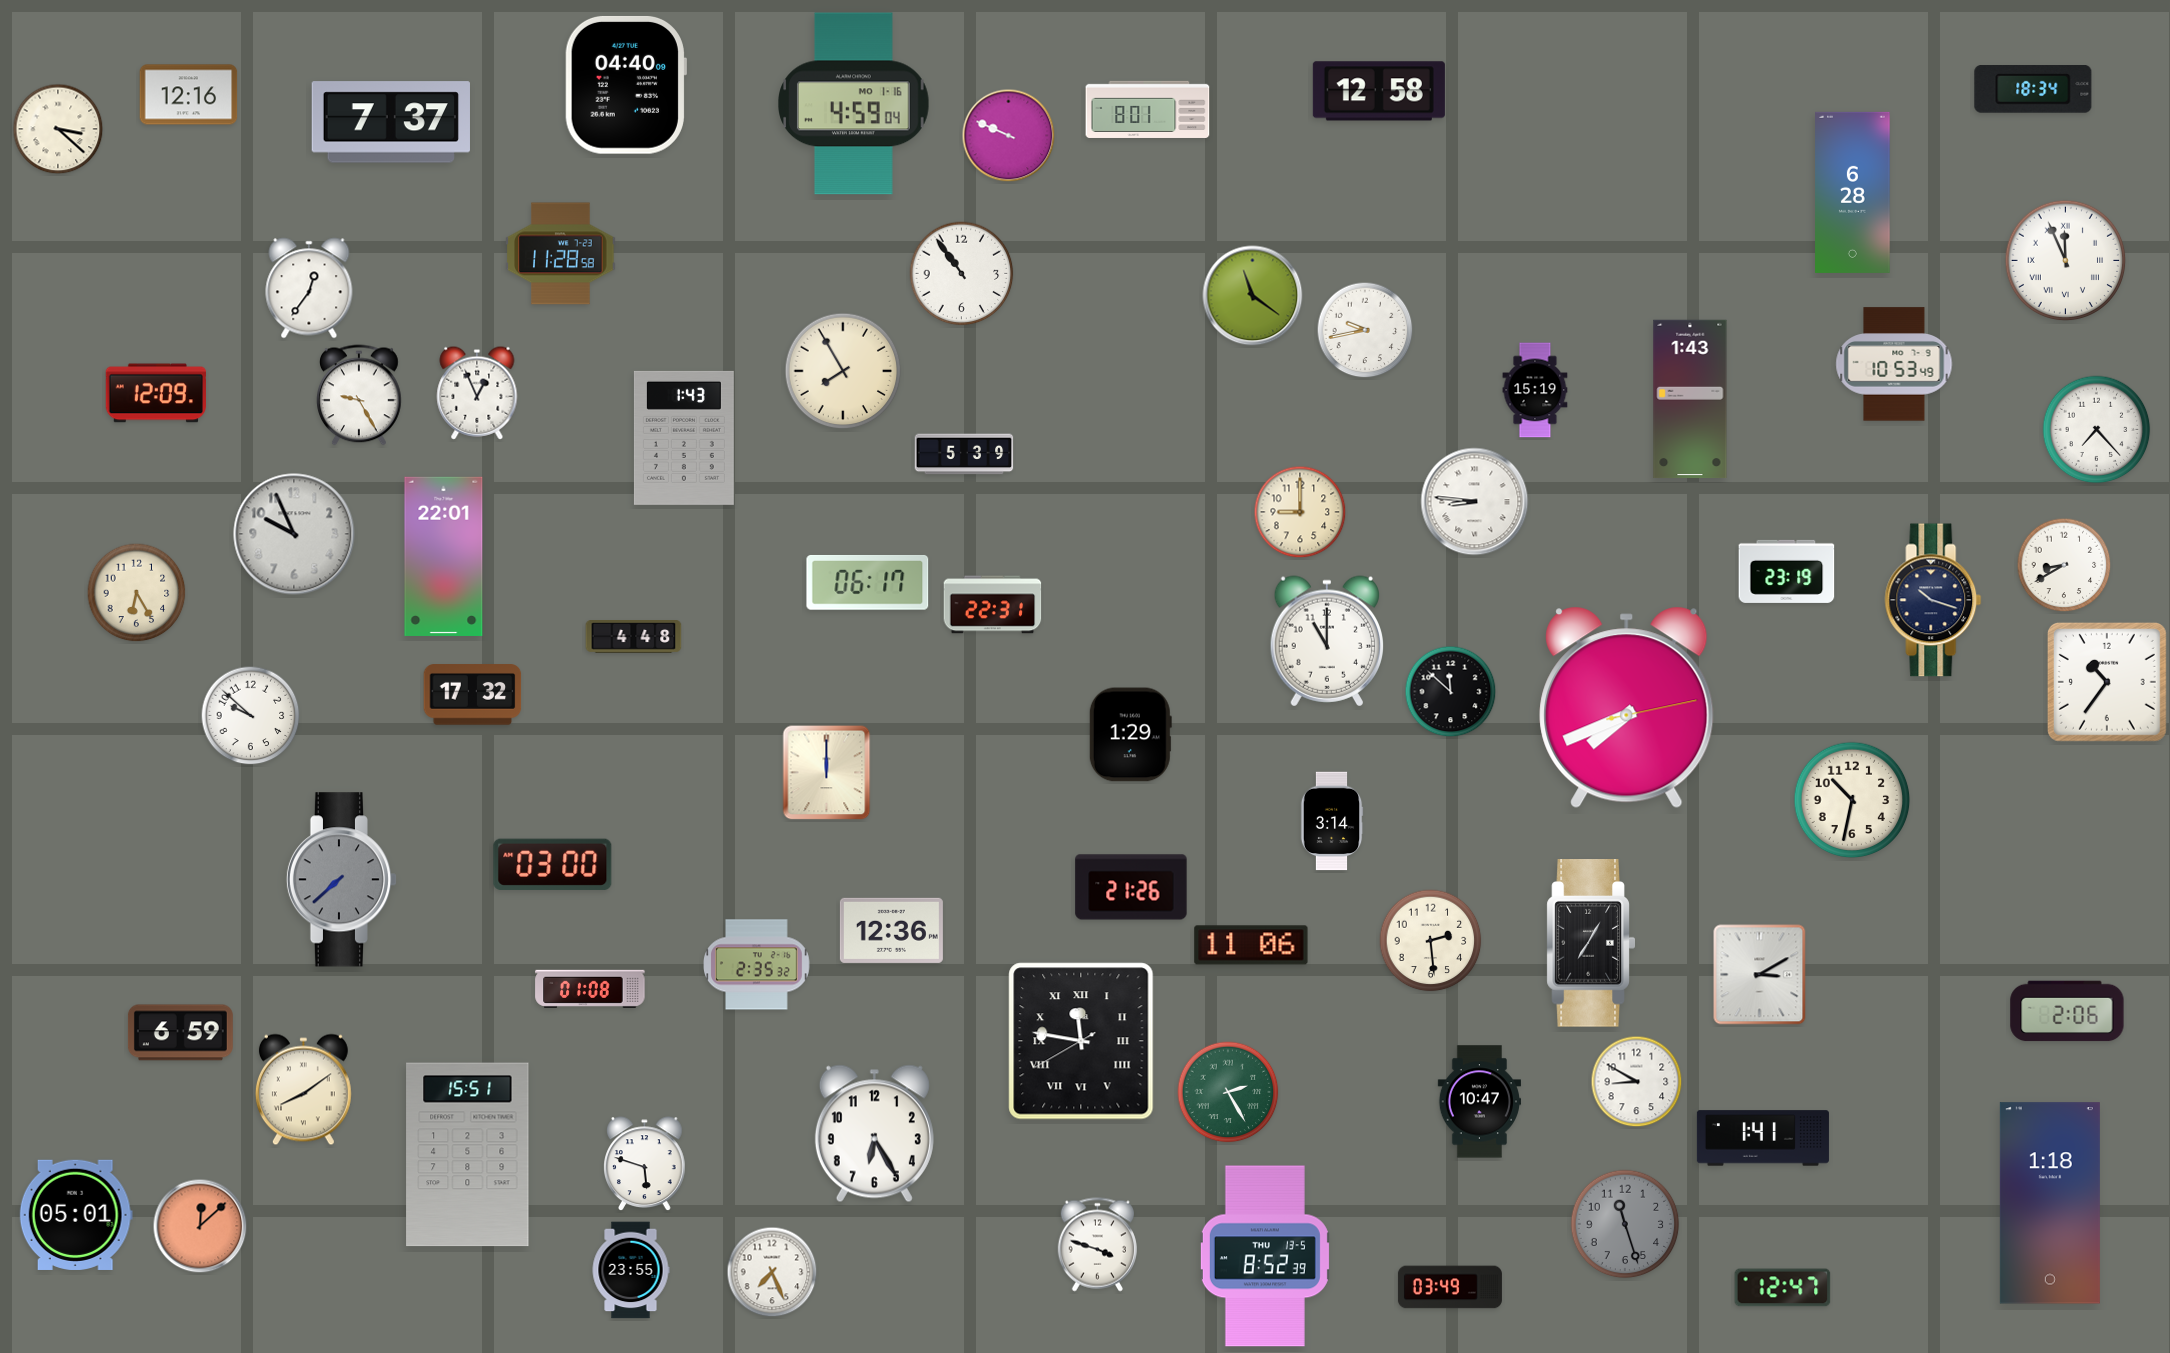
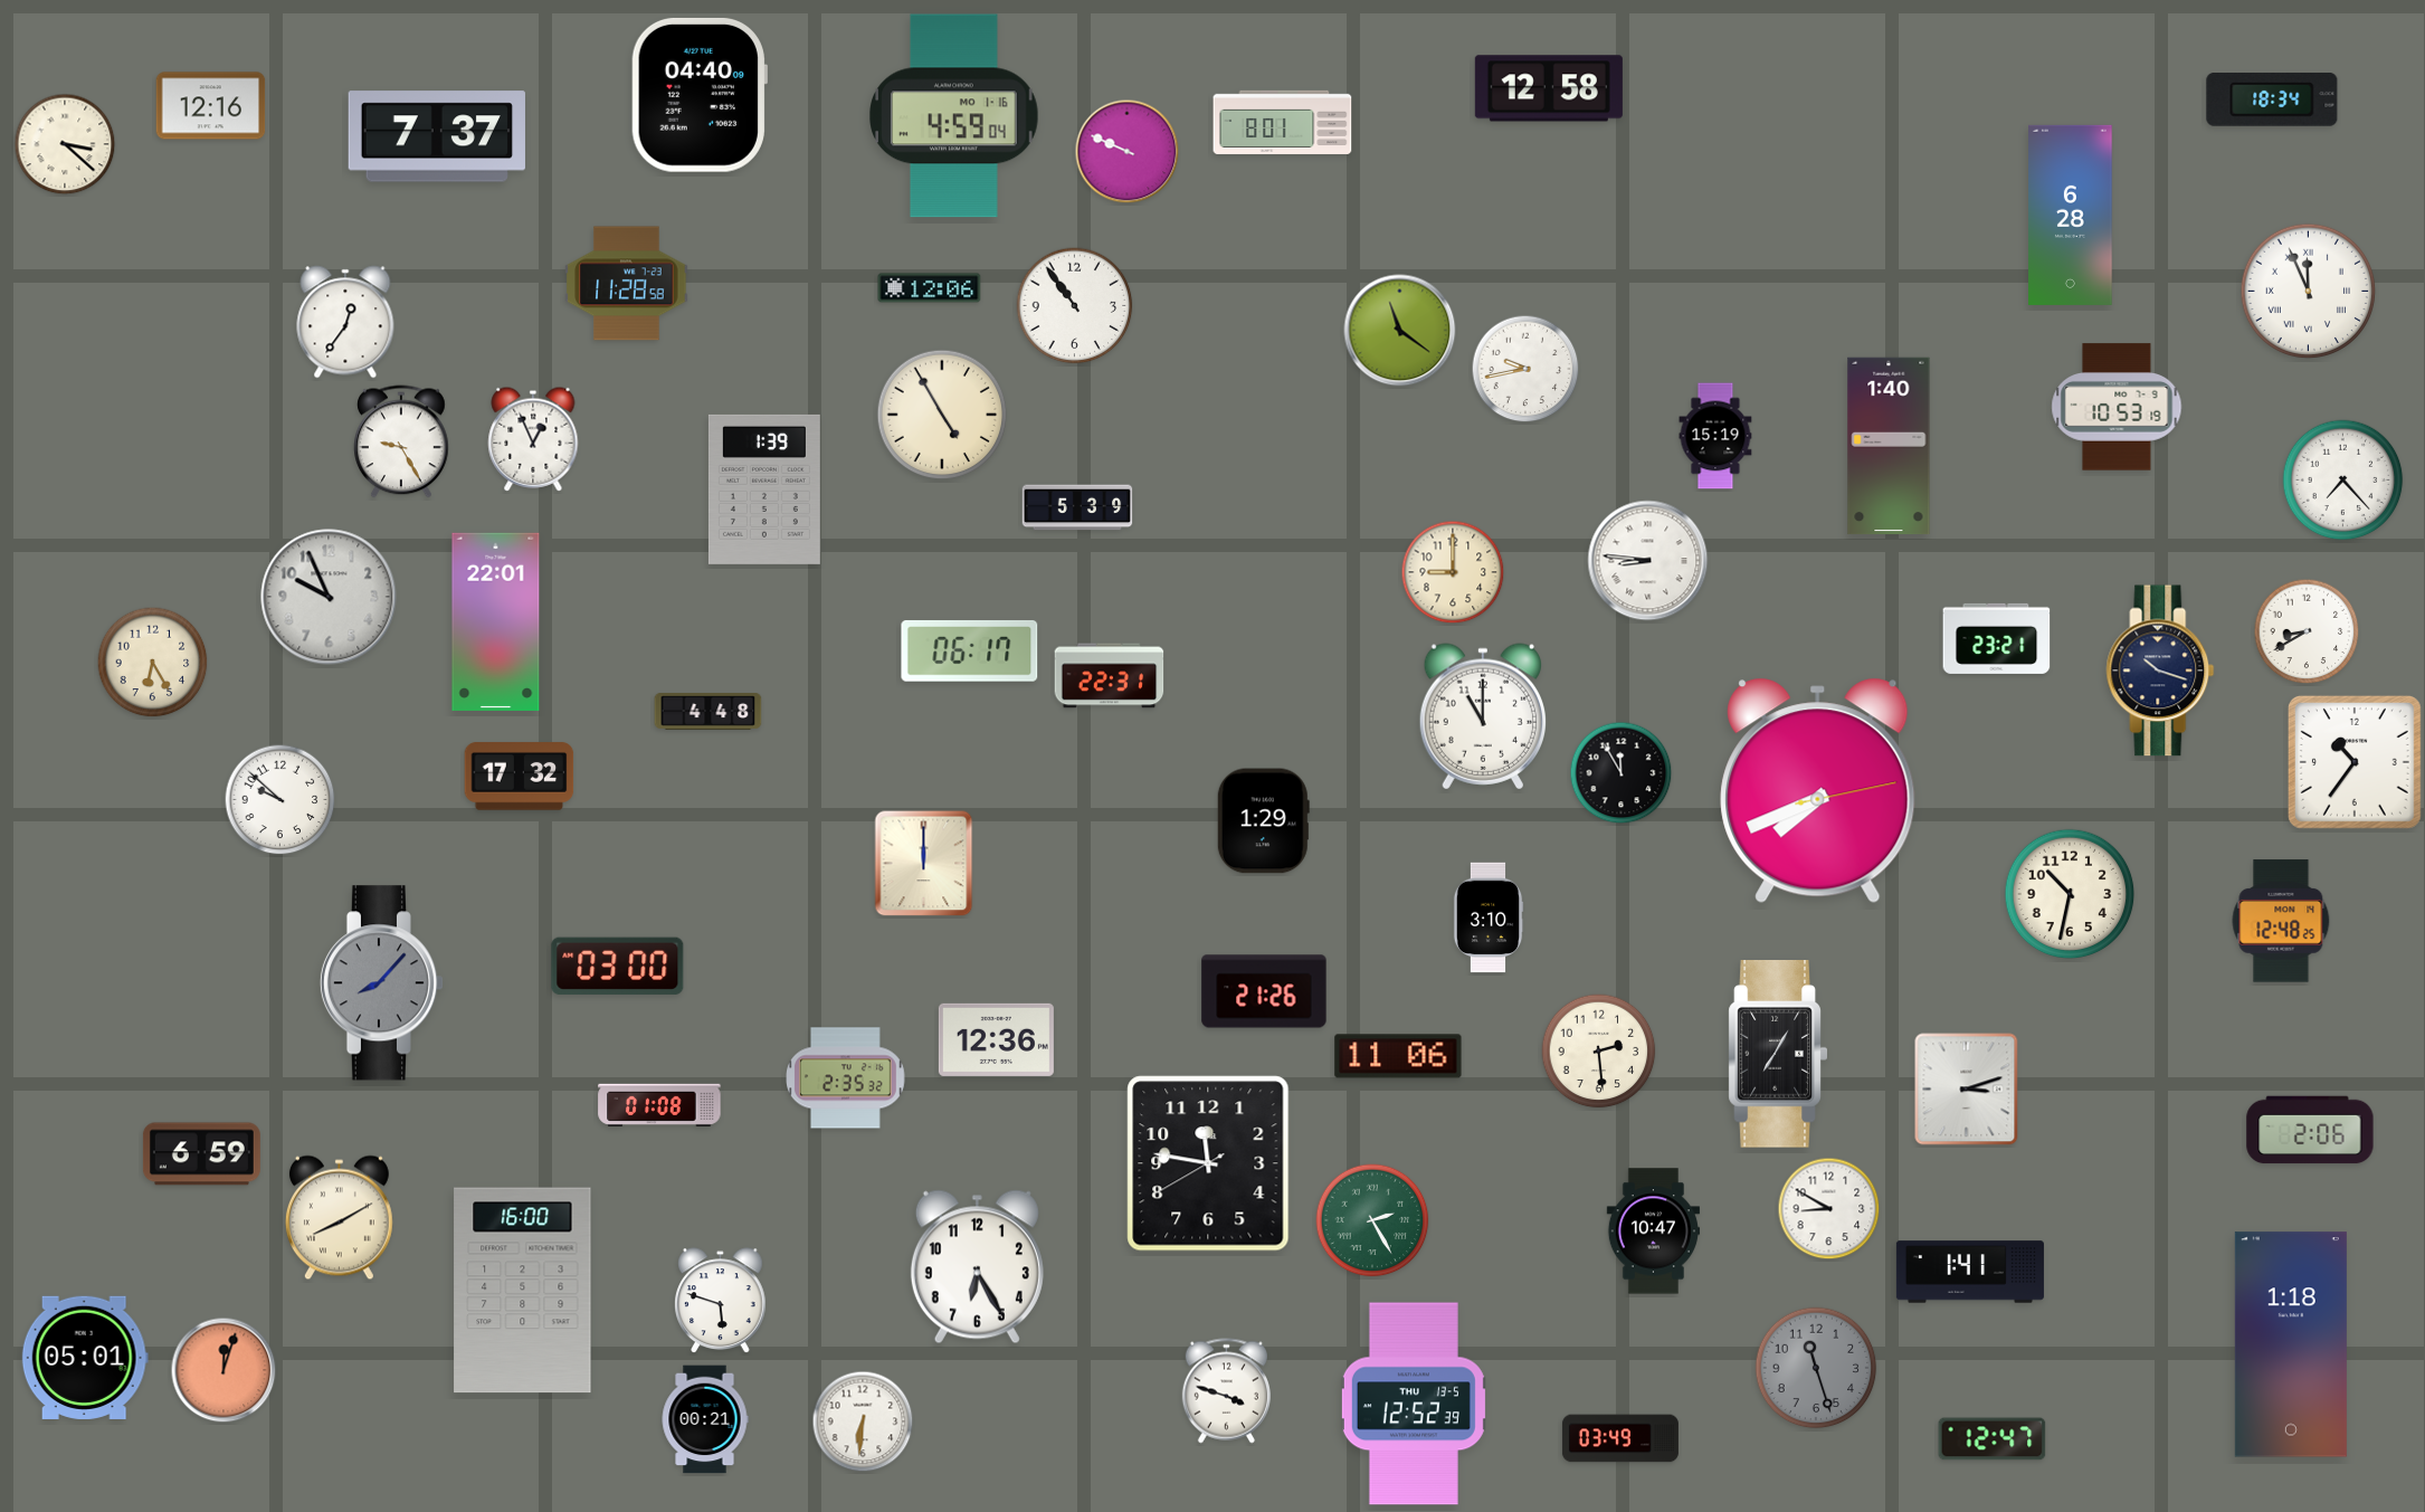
clock at (1379, 91) position: (1379, 91) -> (1549, 88)
clock at (930, 288): none -> 12:06
clock at (1894, 364): 10:53:49 -> 10:53:19
clock at (843, 371): 7:55 -> 4:55
clock at (156, 393): 12:09 -> none
clock at (1690, 399): 1:43 -> 1:40
clock at (684, 438): 1:43 -> 1:39
clock at (1787, 571): 23:19 -> 23:21
clock at (1451, 692): 11:52 -> 11:55
clock at (473, 695) position: (473, 695) -> (520, 777)
clock at (1332, 821): 3:14 -> 3:10
clock at (2281, 921): none -> 12:48
clock at (342, 880): 7:38 -> 8:07
clock at (1760, 975): 3:10 -> 3:12
clock at (1081, 1041) numerals: Roman -> Arabic
clock at (303, 1090): 8:09 -> 8:10
clock at (468, 1155): 15:51 -> 16:00
clock at (200, 1226): 12:08 -> 12:03
clock at (1265, 1256): 8:52 -> 12:52
clock at (631, 1270): 23:55 -> 00:21
clock at (772, 1272): 7:26 -> 6:31
